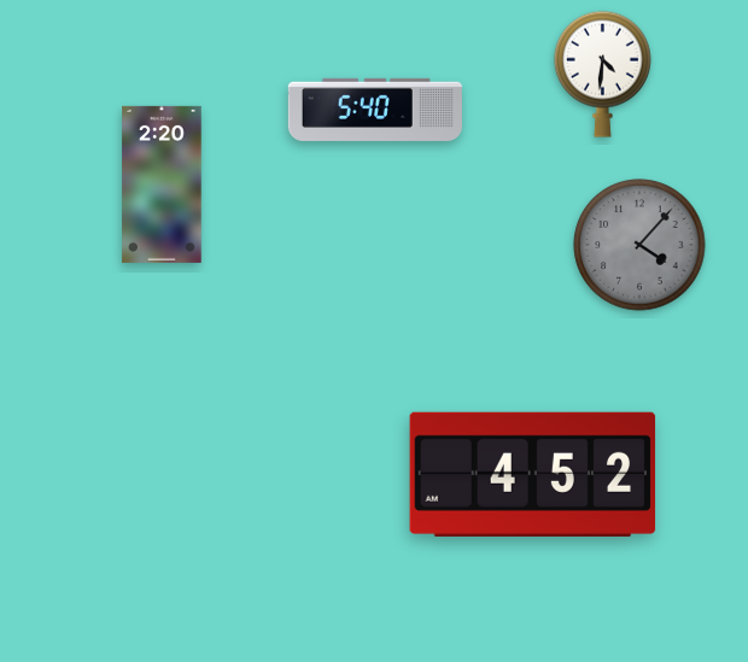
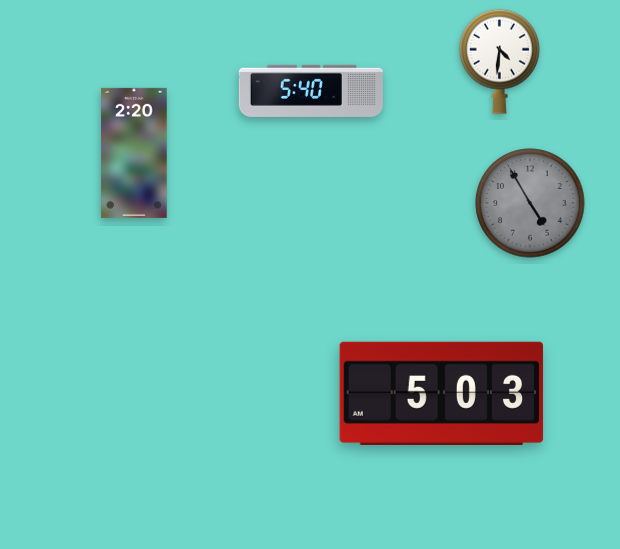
clock at (639, 245): 4:07 -> 4:55
clock at (533, 474): 4:52 -> 5:03
